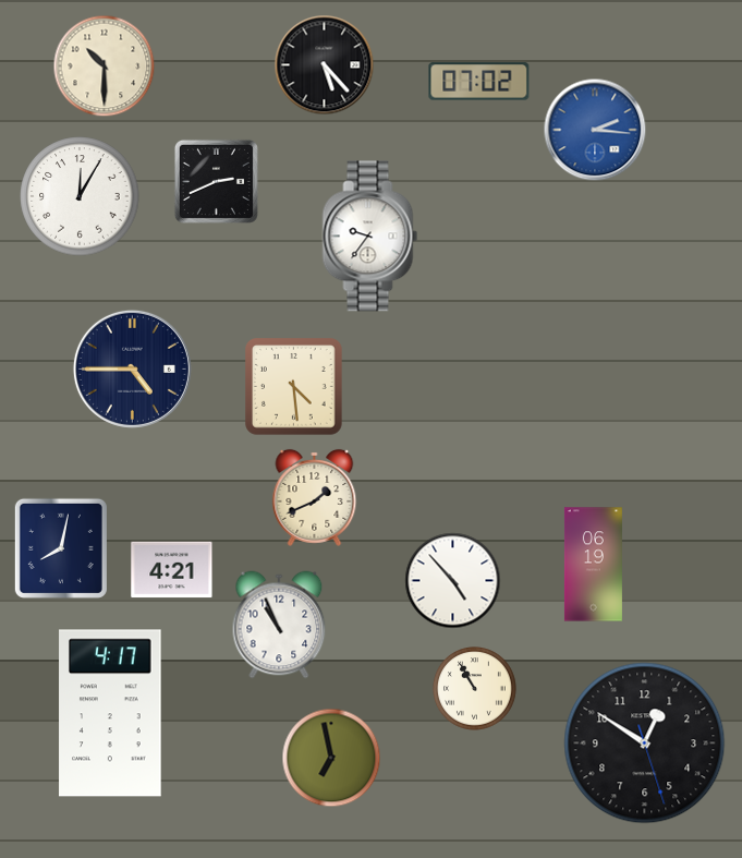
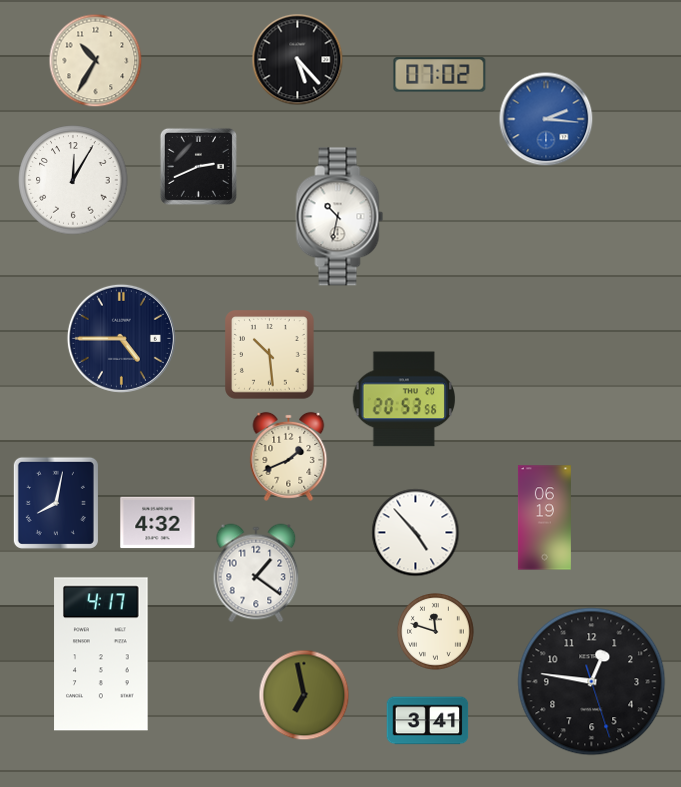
clock at (105, 67): 10:30 -> 10:35
clock at (370, 237): 9:36 -> 10:32
clock at (294, 387): 4:29 -> 10:29
clock at (403, 399): none -> 20:53
clock at (172, 570): 4:21 -> 4:32
clock at (279, 625): 10:56 -> 1:21
clock at (475, 689): 10:55 -> 11:48
clock at (645, 744): 12:50 -> 12:46
clock at (428, 721): none -> 3:41
